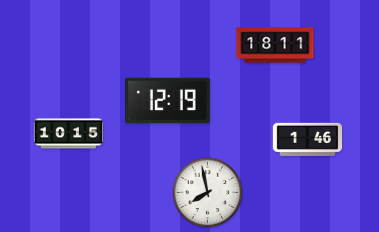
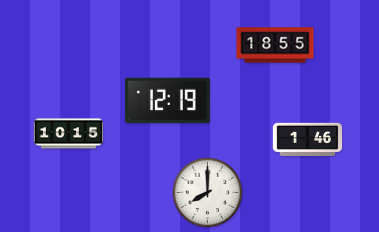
clock at (275, 45): 18:11 -> 18:55
clock at (208, 193): 7:58 -> 8:00
